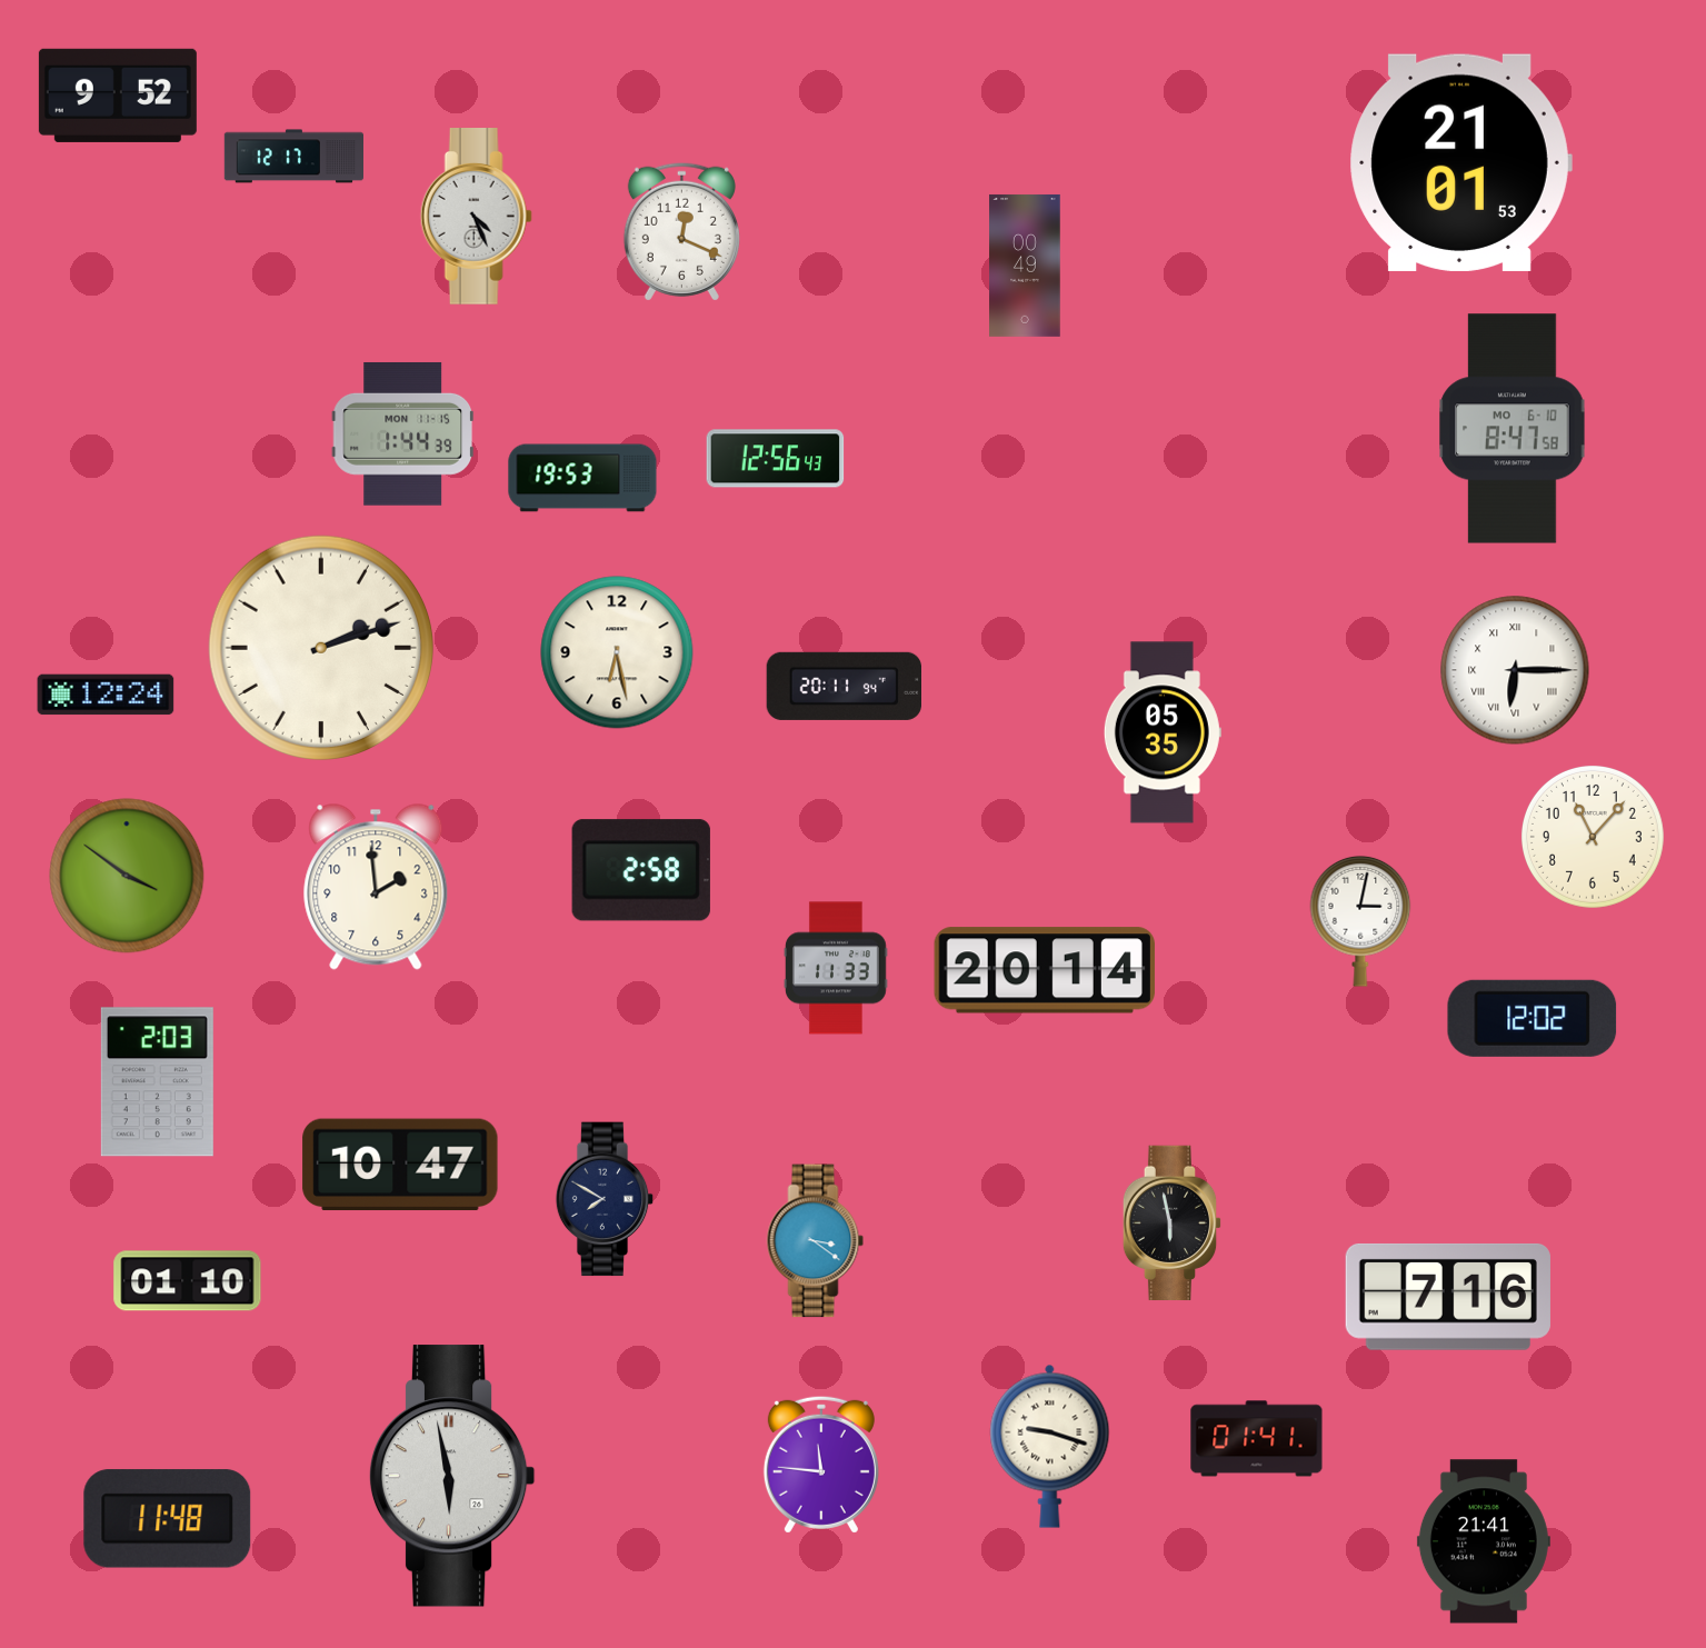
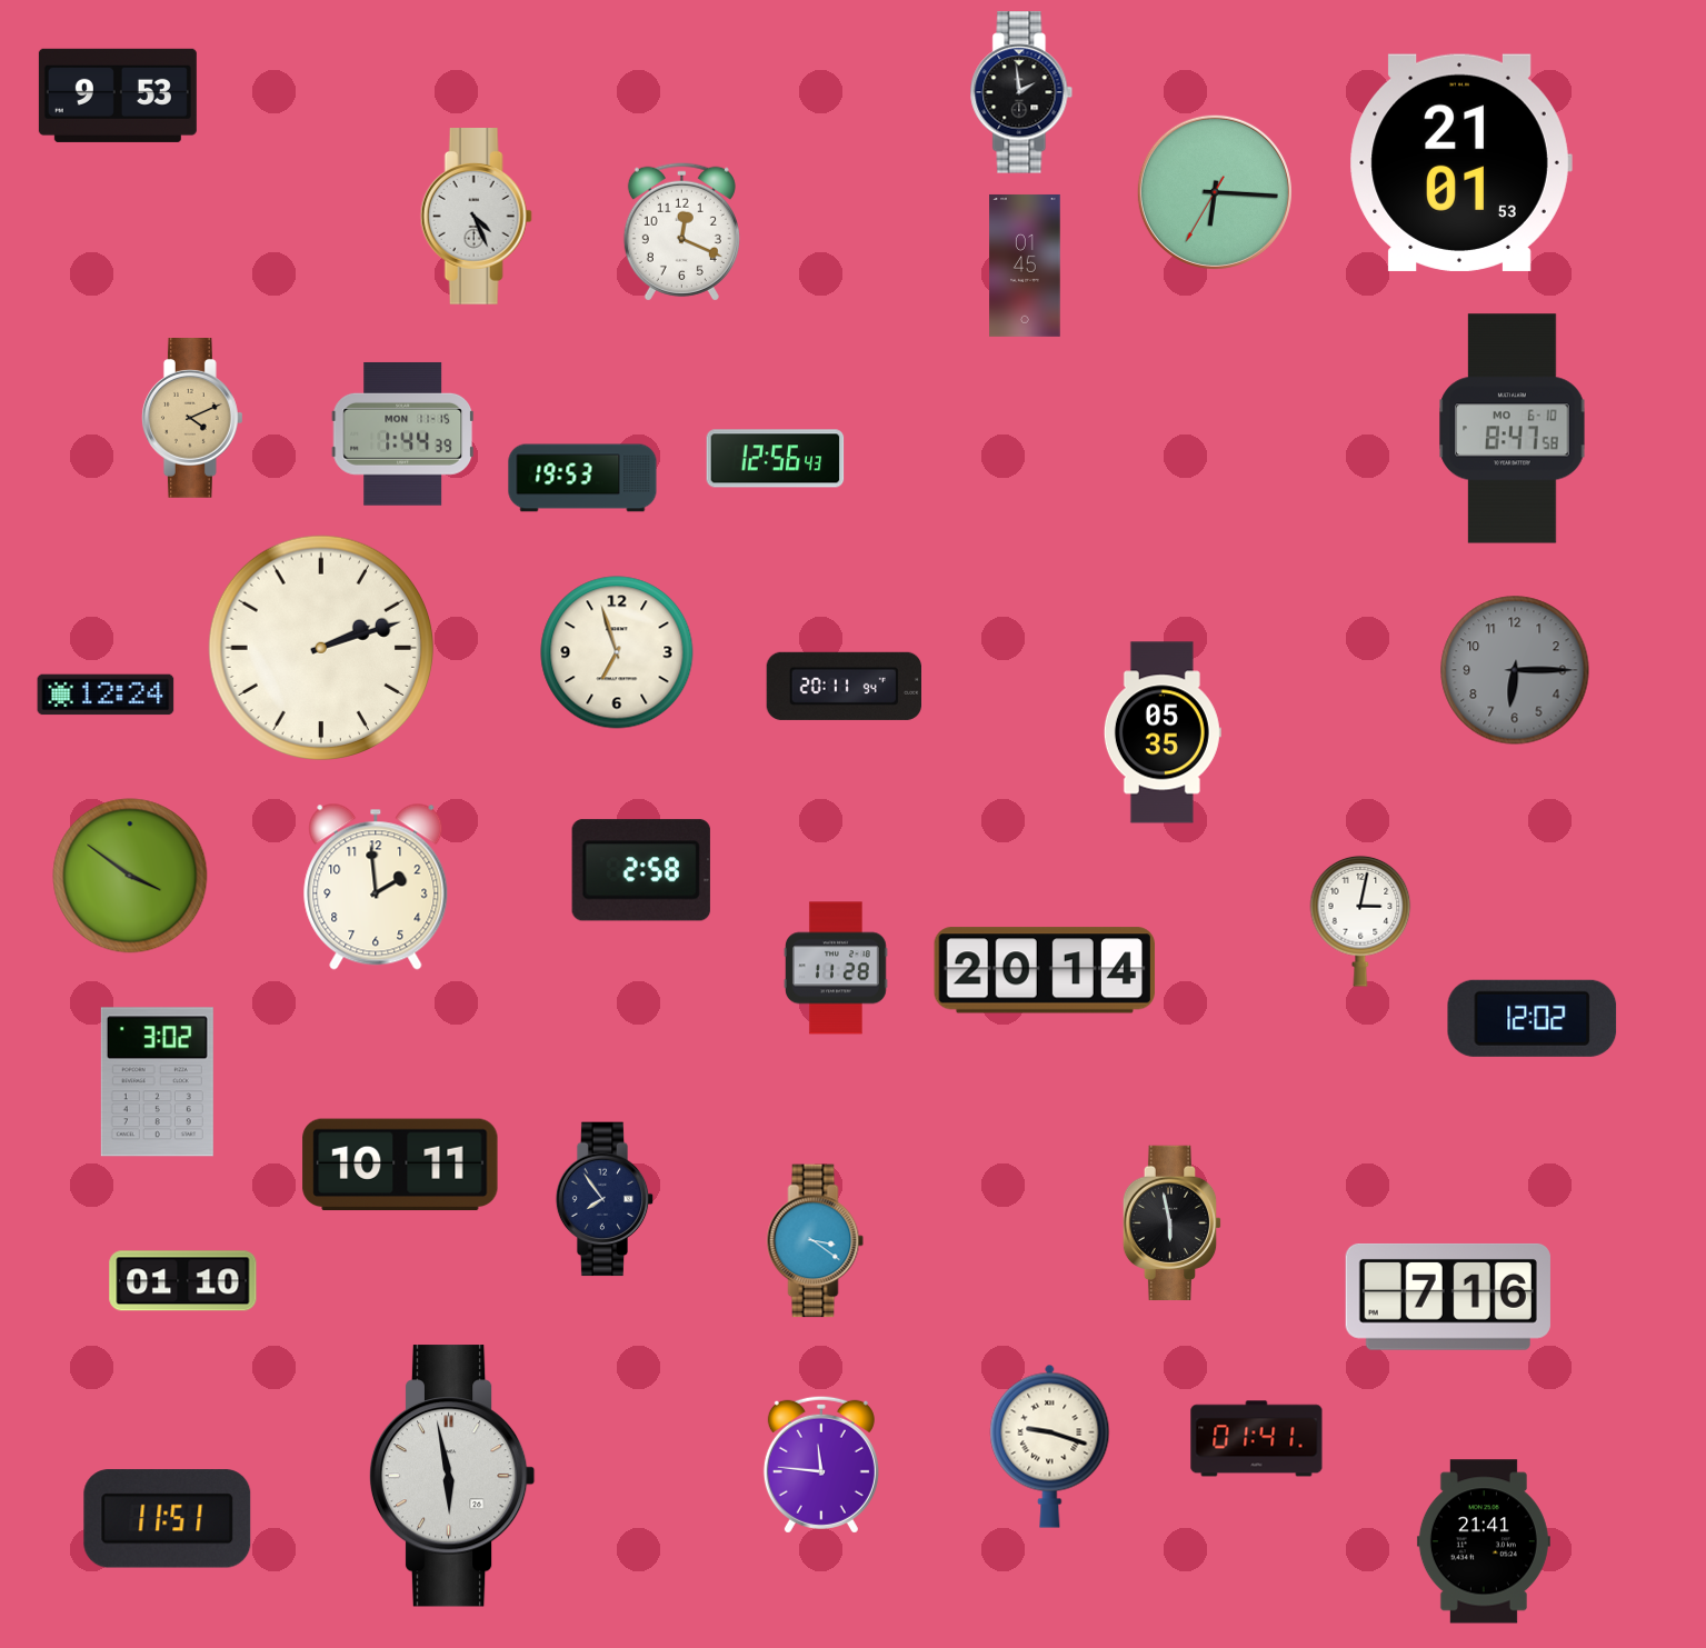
clock at (1021, 92): none -> 1:59
clock at (118, 96): 9:52 -> 9:53
clock at (293, 157): 12:17 -> none
clock at (1215, 192): none -> 6:15
clock at (1025, 266): 00:49 -> 01:45
clock at (192, 419): none -> 4:11
clock at (617, 652): 6:28 -> 6:57
clock at (1515, 670) dial: white -> grey
clock at (1515, 670) numerals: Roman -> Arabic
clock at (1593, 837): 11:07 -> none
clock at (127, 876) position: (127, 876) -> (130, 876)
clock at (836, 968): 11:33 -> 11:28
clock at (157, 1082): 2:03 -> 3:02
clock at (400, 1165): 10:47 -> 10:11
clock at (605, 1199): 7:50 -> 7:54
clock at (188, 1281) position: (188, 1281) -> (183, 1281)
clock at (168, 1519): 11:48 -> 11:51
